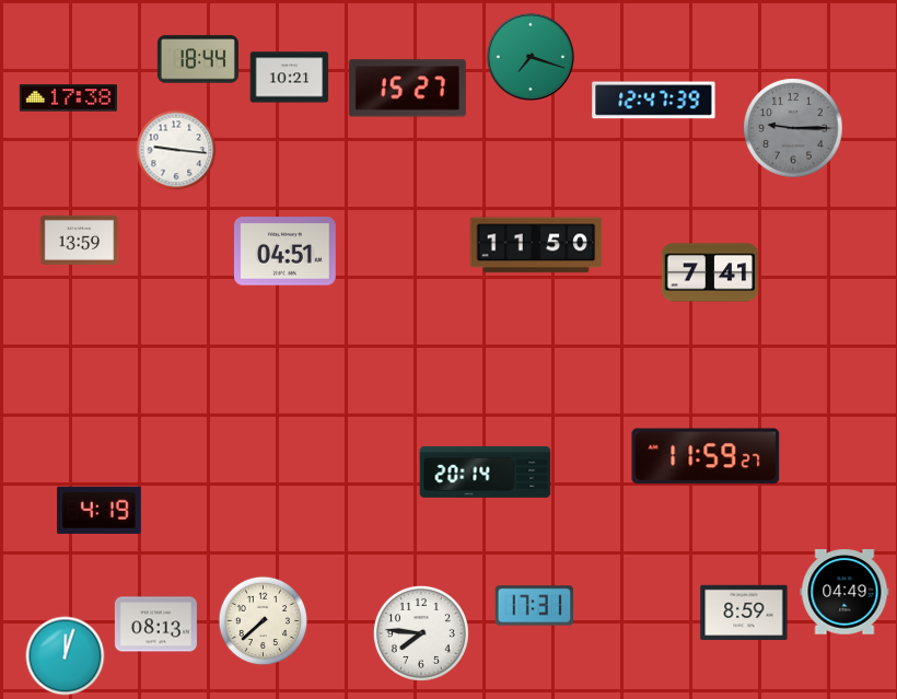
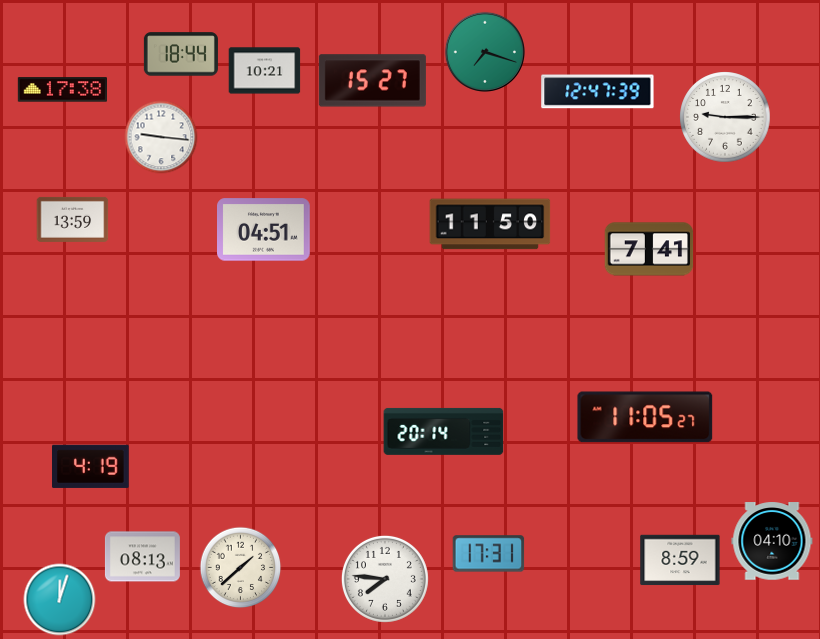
clock at (793, 128) dial: grey -> white
clock at (286, 252) position: (286, 252) -> (264, 230)
clock at (706, 456): 11:59 -> 11:05
clock at (844, 592): 04:49 -> 04:10
clock at (264, 621): 7:38 -> 1:38
clock at (155, 625) position: (155, 625) -> (142, 557)
